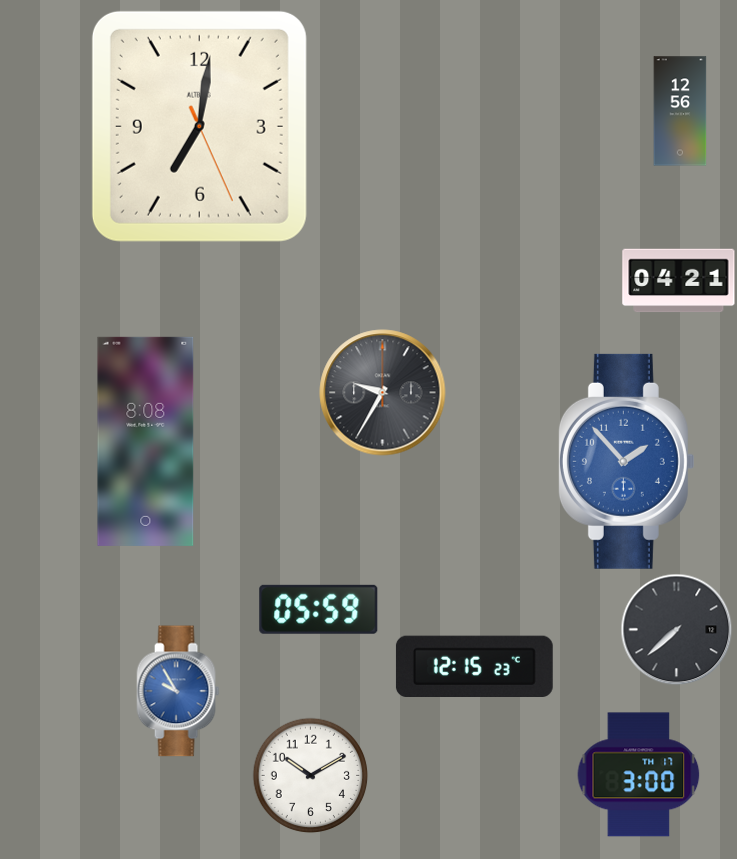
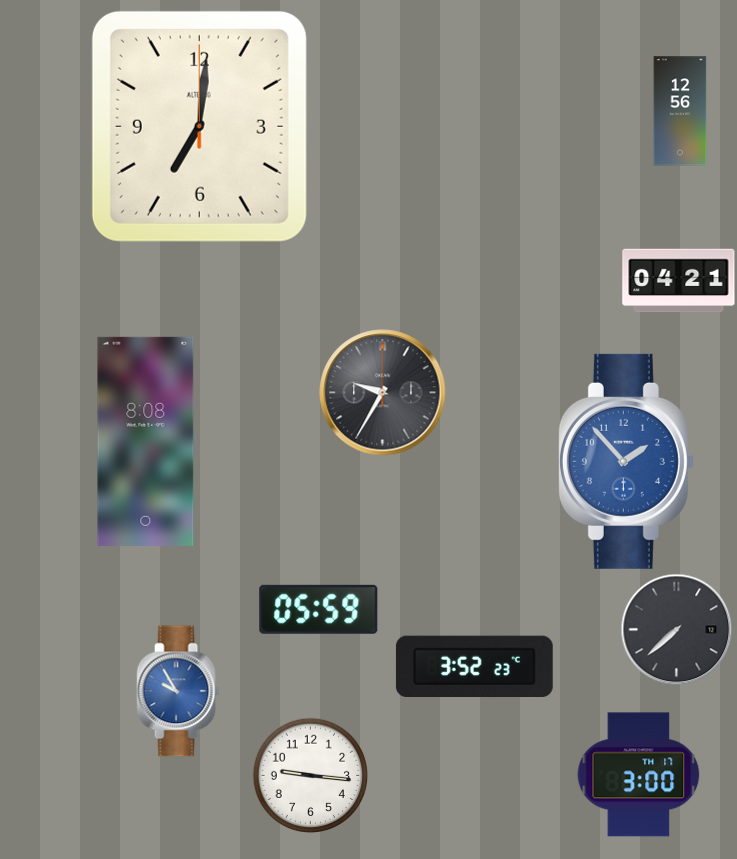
clock at (199, 126): 7:01:26 -> 7:01:00
clock at (474, 666): 12:15 -> 3:52
clock at (310, 775): 10:10 -> 9:16
